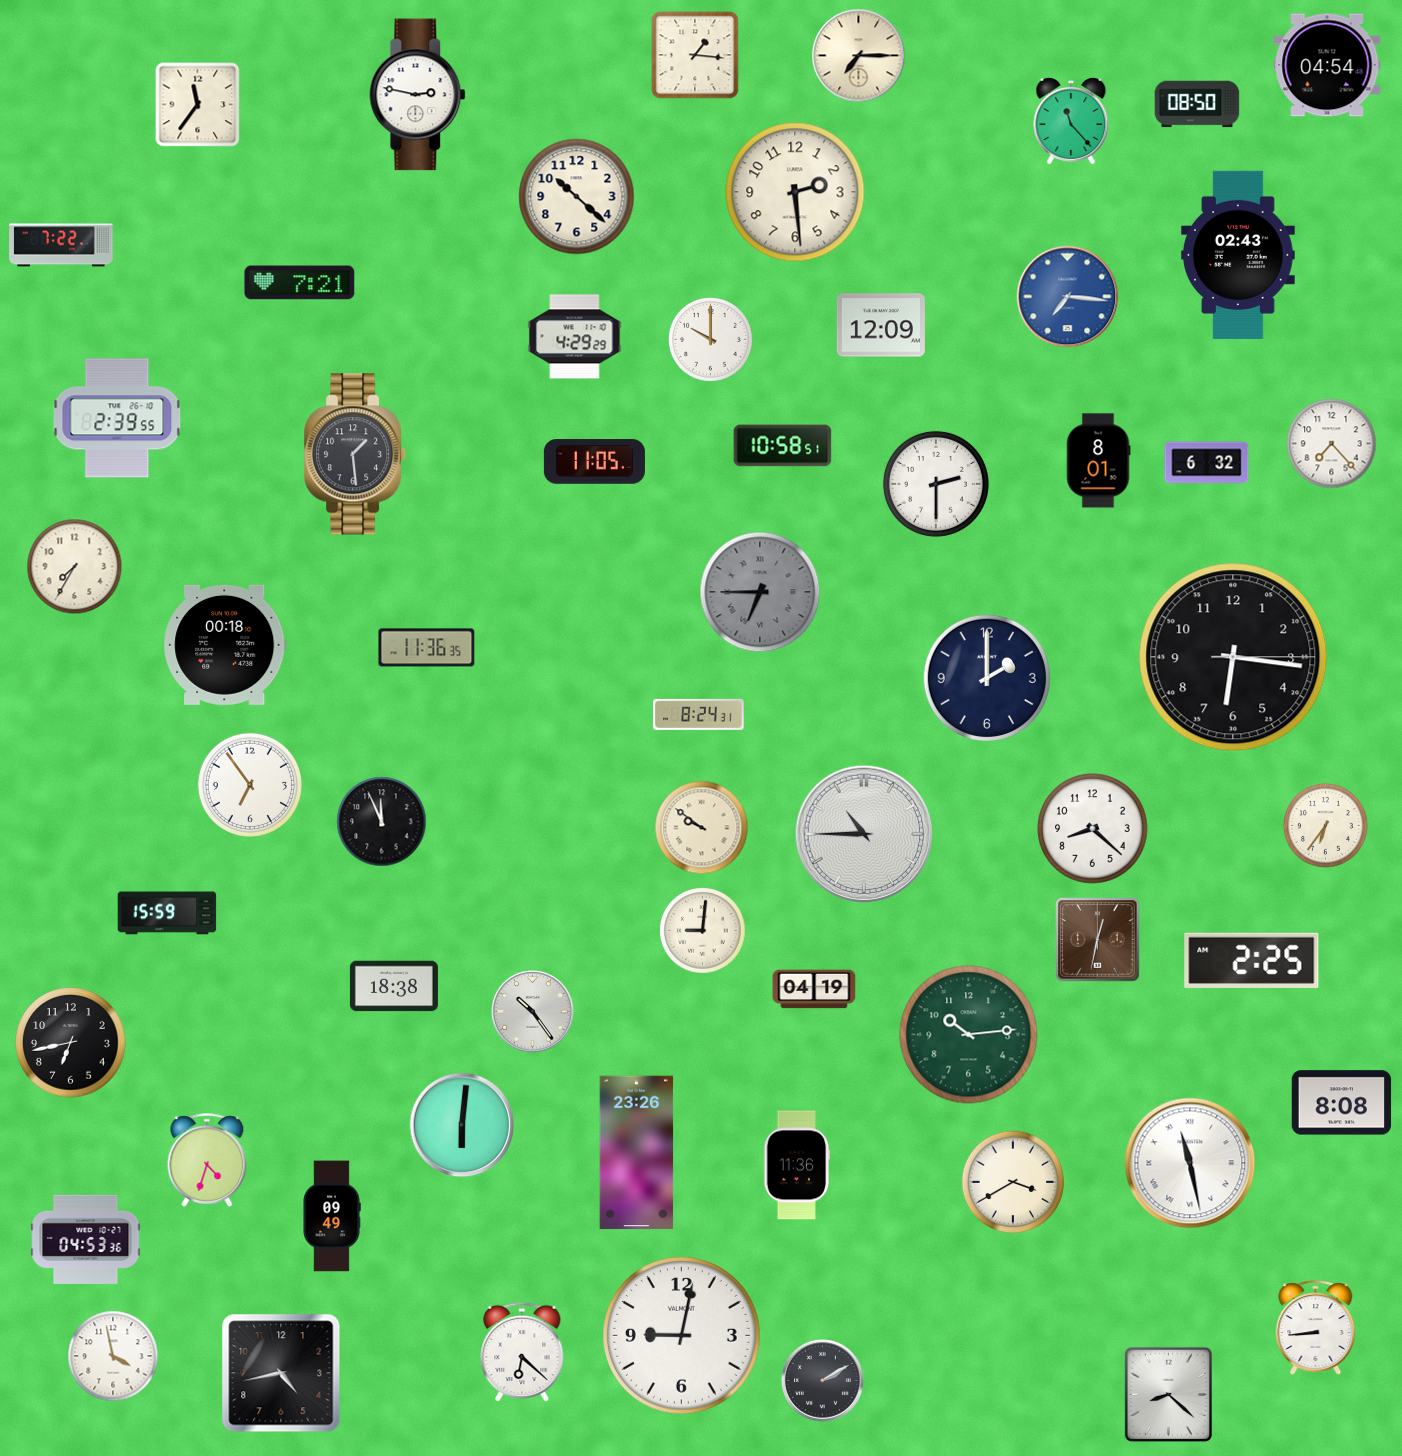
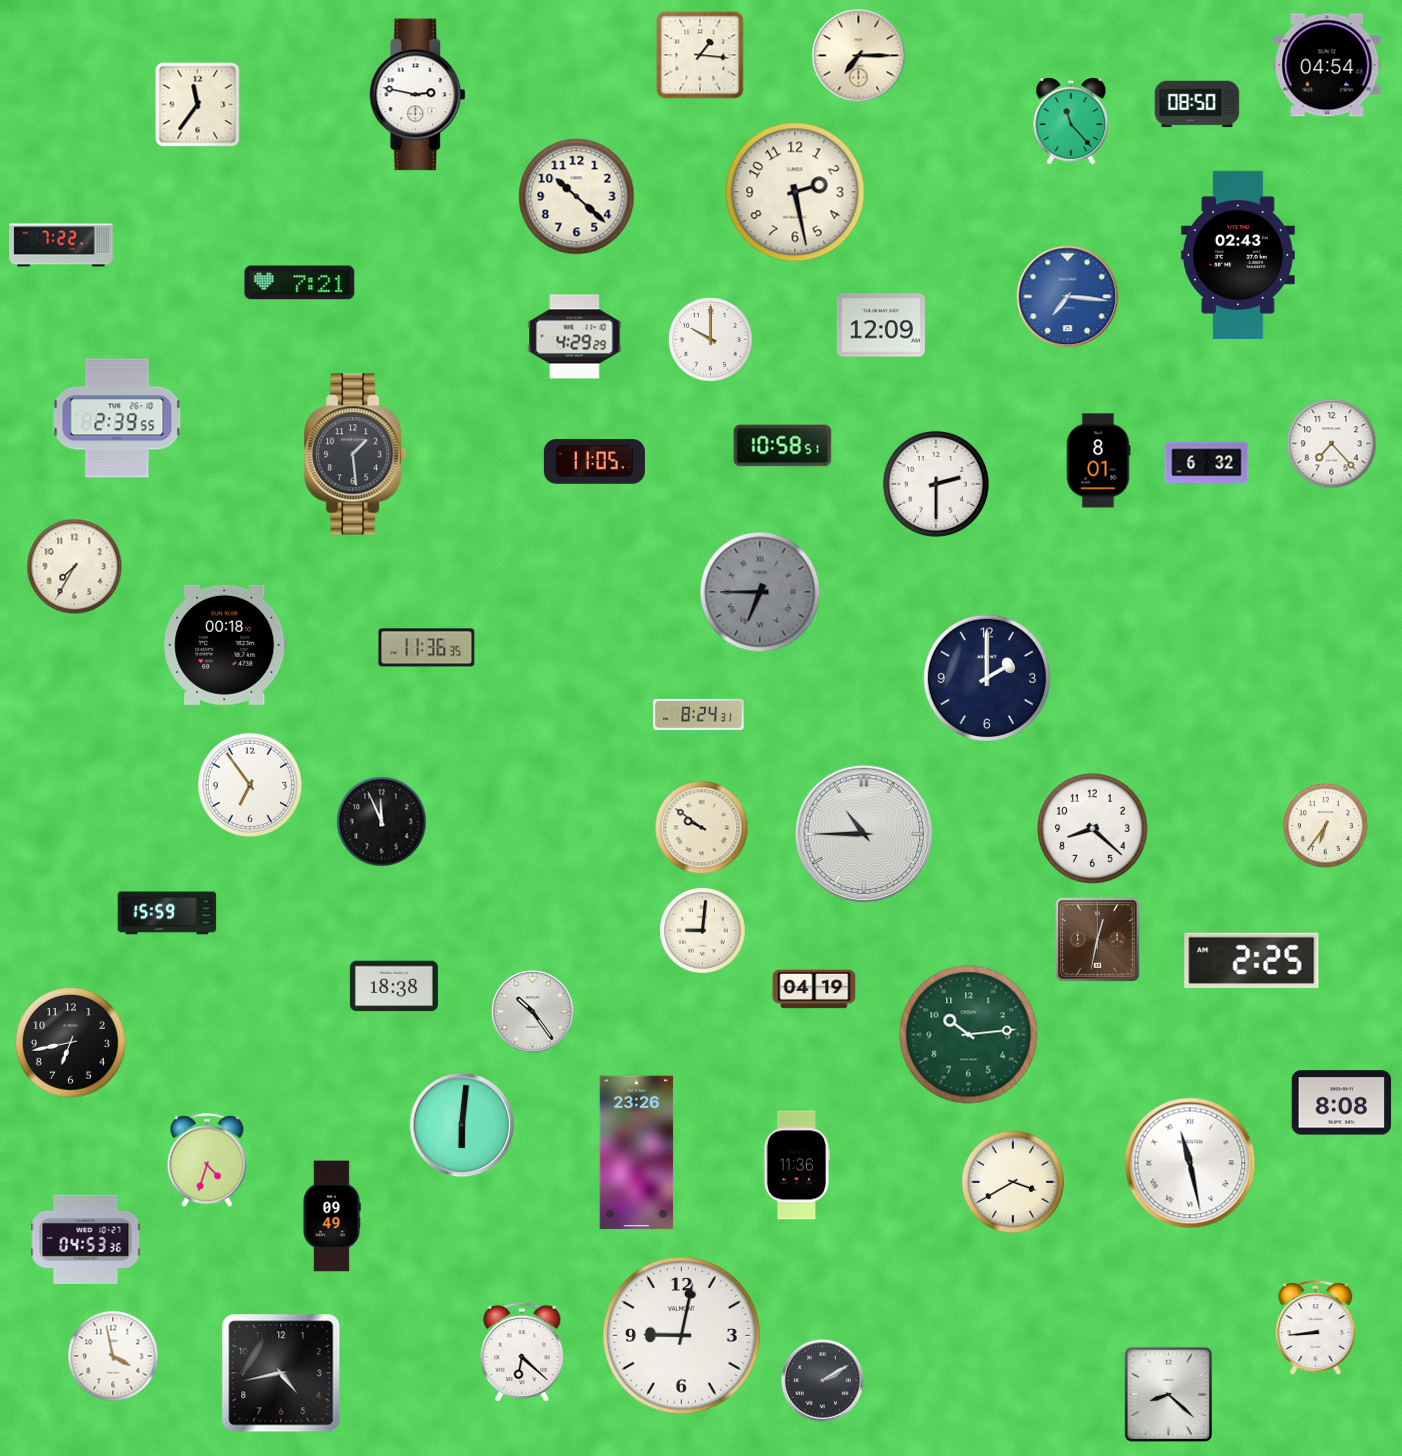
clock at (695, 55) position: (695, 55) -> (700, 55)
clock at (795, 192): 2:29 -> 2:28
clock at (1233, 657): 6:16 -> none
